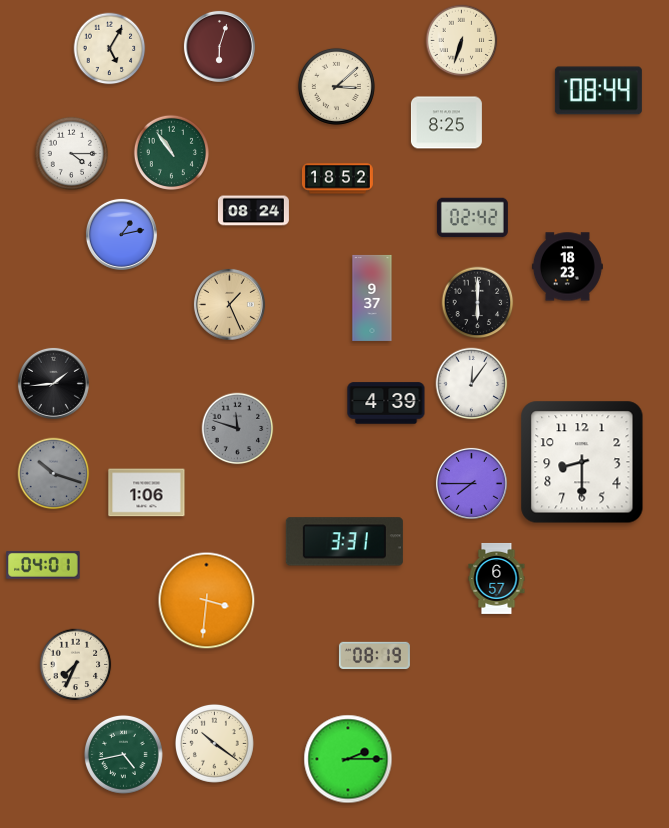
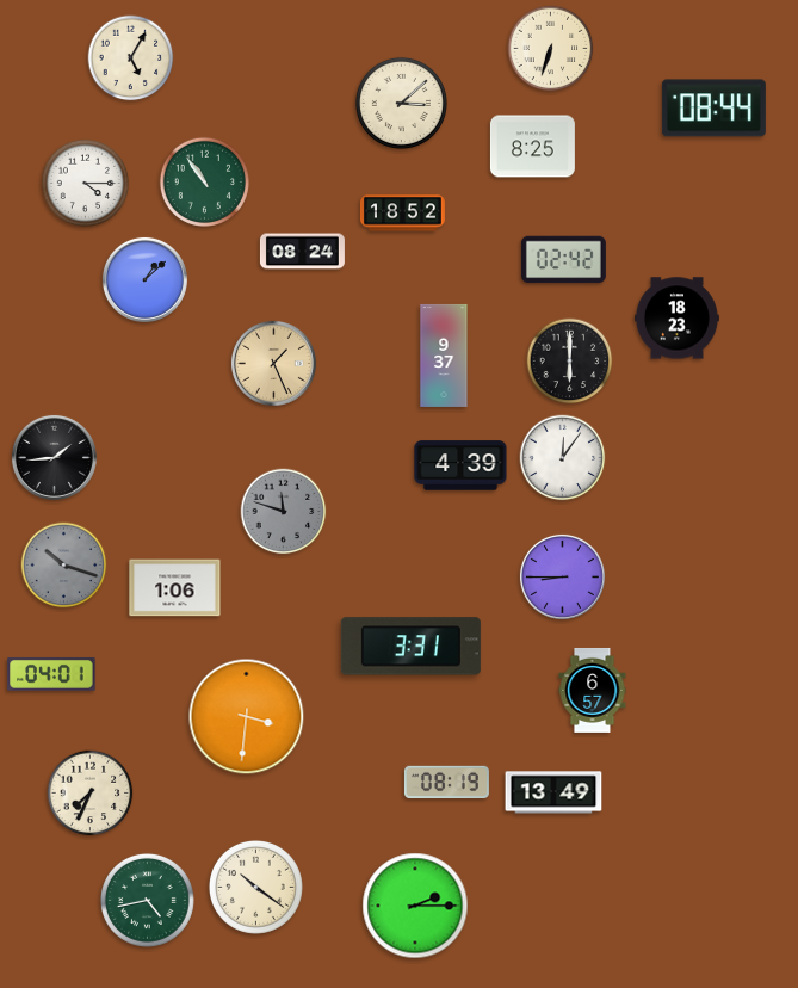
clock at (219, 46): 6:03 -> none
clock at (121, 234): 1:13 -> 1:08
clock at (53, 383) position: (53, 383) -> (54, 457)
clock at (386, 403) position: (386, 403) -> (460, 465)
clock at (582, 462): 8:30 -> none
clock at (471, 483): 7:45 -> 8:45
clock at (553, 792): none -> 13:49
